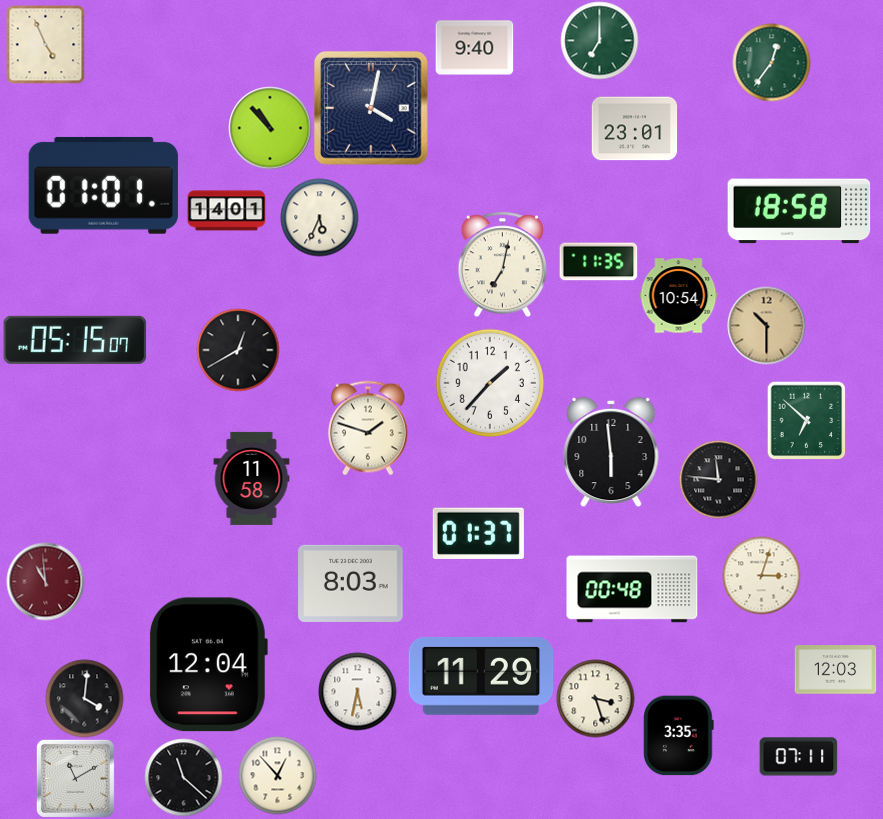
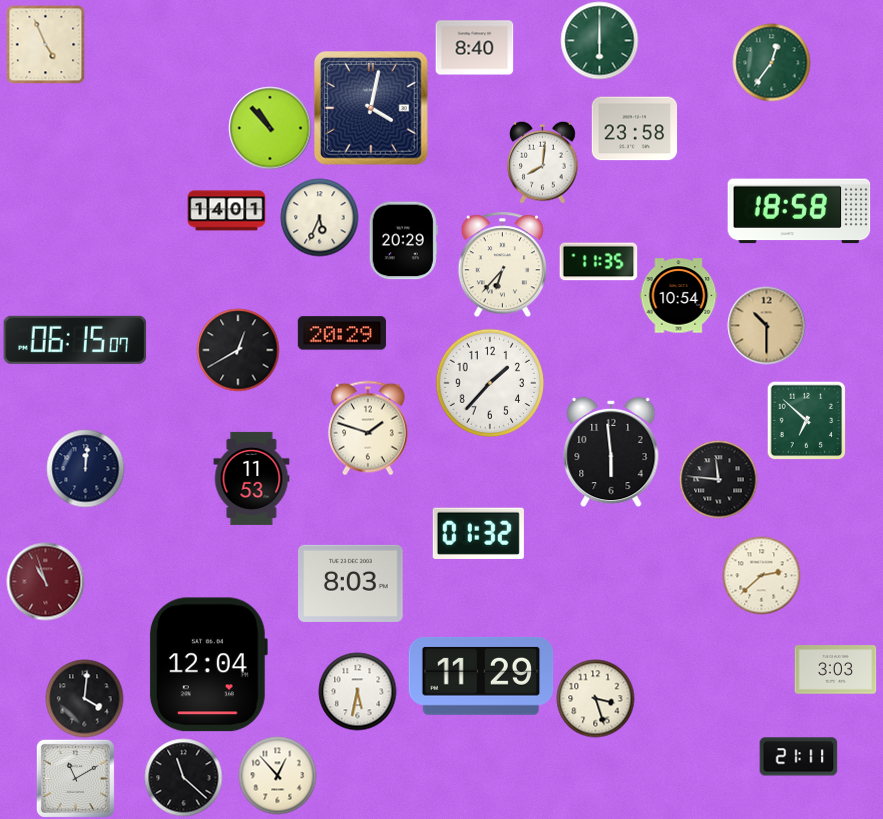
clock at (599, 40): 7:00 -> 6:00
clock at (474, 48): 9:40 -> 8:40
clock at (634, 129): 23:01 -> 23:58
clock at (543, 162): none -> 8:01
clock at (103, 185): 01:01 -> none
clock at (403, 240): none -> 20:29
clock at (502, 264): 7:02 -> 6:37
clock at (342, 333): none -> 20:29
clock at (75, 340): 05:15 -> 06:15
clock at (85, 468): none -> 12:01
clock at (252, 478): 11:58 -> 11:53
clock at (478, 533): 01:37 -> 01:32
clock at (761, 575): 3:03 -> 2:38
clock at (45, 581): 10:59 -> 10:57
clock at (632, 589): 00:48 -> none
clock at (835, 670): 12:03 -> 3:03
clock at (679, 735): 3:35 -> none
clock at (798, 757): 07:11 -> 21:11
